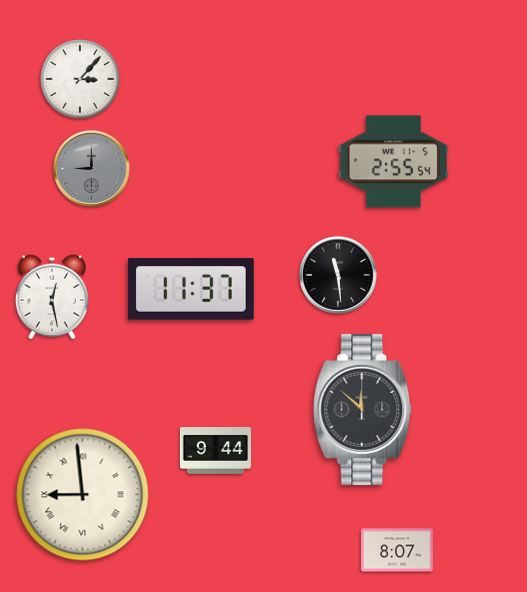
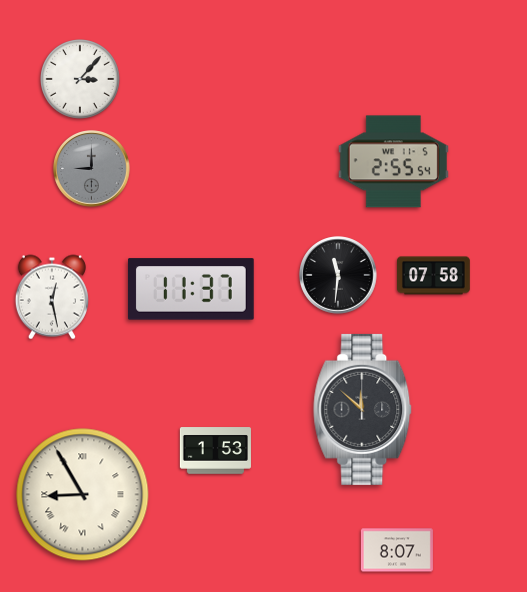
clock at (338, 275): 11:29 -> 11:31
clock at (434, 276): none -> 07:58
clock at (215, 451): 9:44 -> 1:53
clock at (83, 495): 8:59 -> 8:55
